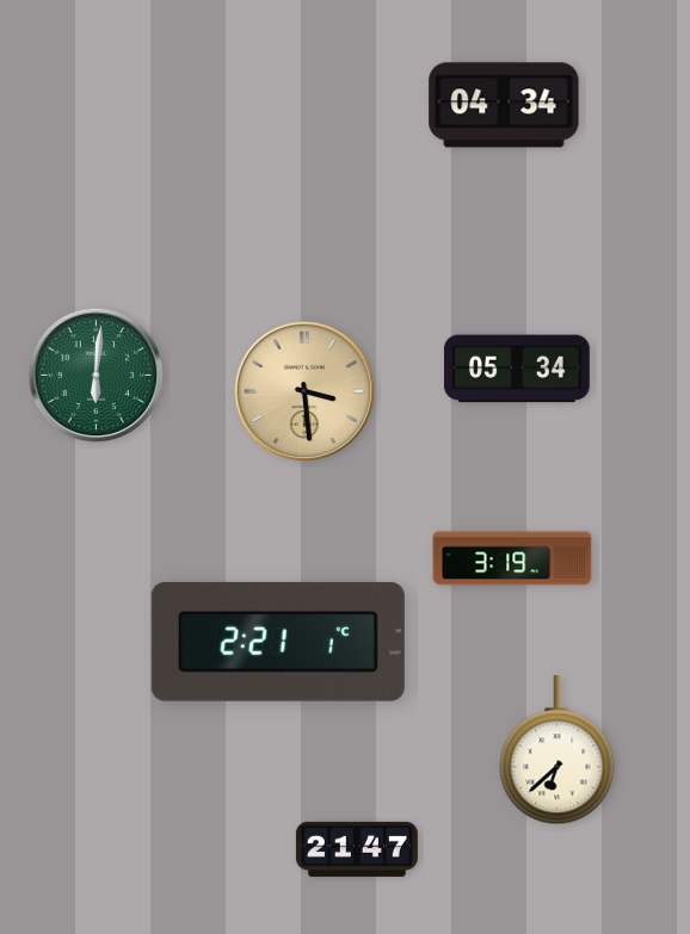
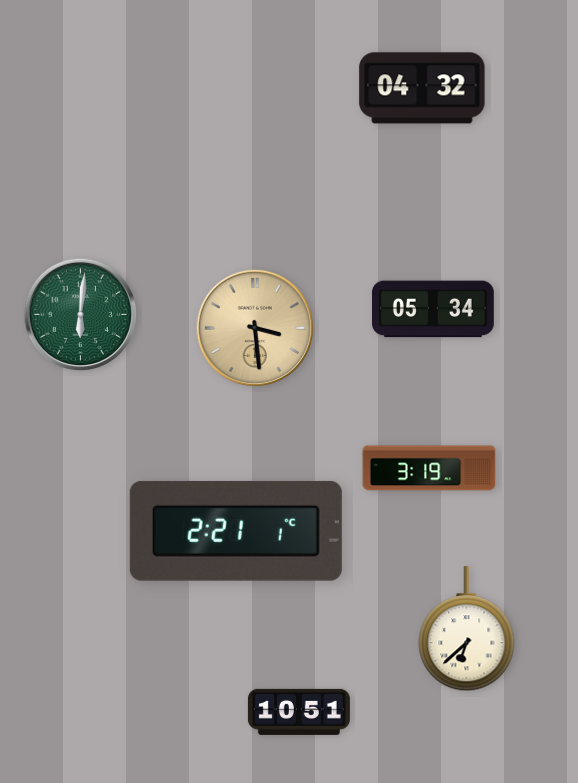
clock at (504, 105): 04:34 -> 04:32
clock at (278, 642) position: (278, 642) -> (236, 531)
clock at (357, 849): 21:47 -> 10:51
